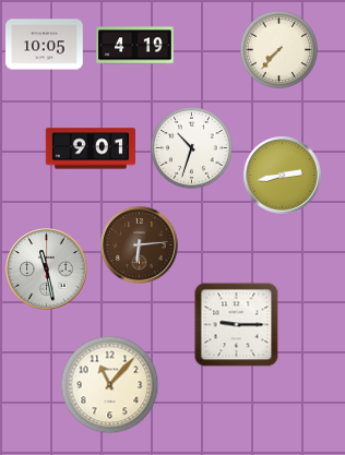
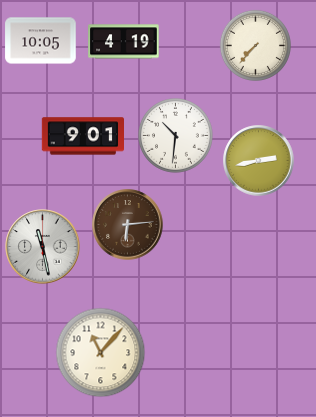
clock at (192, 148): 10:33 -> 10:31
clock at (237, 325): 9:15 -> none
